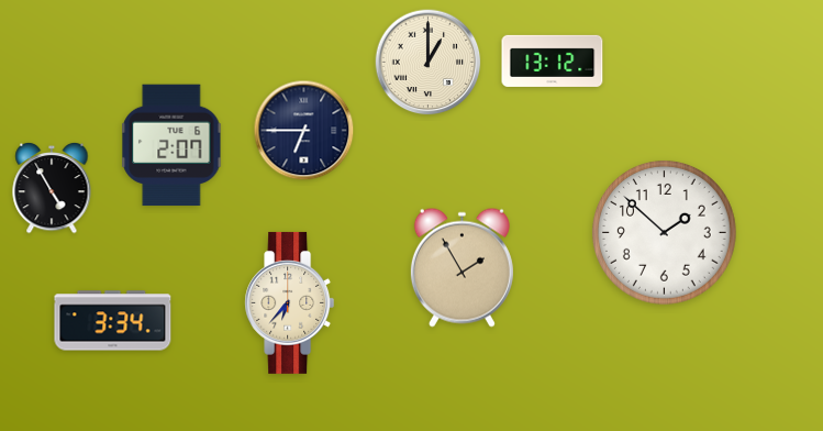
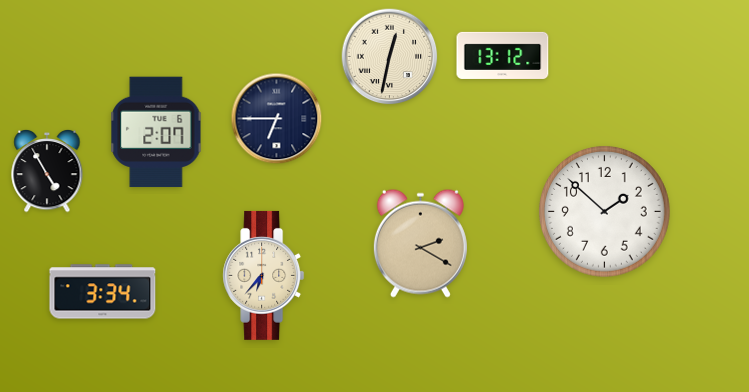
clock at (429, 63): 1:00 -> 12:32
clock at (461, 267): 1:55 -> 2:20
